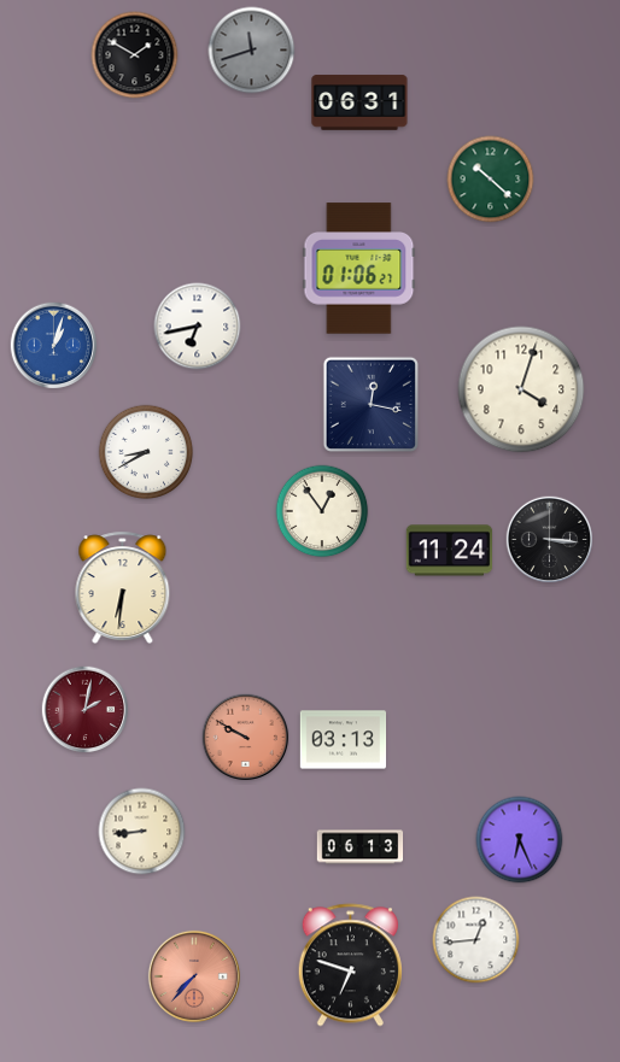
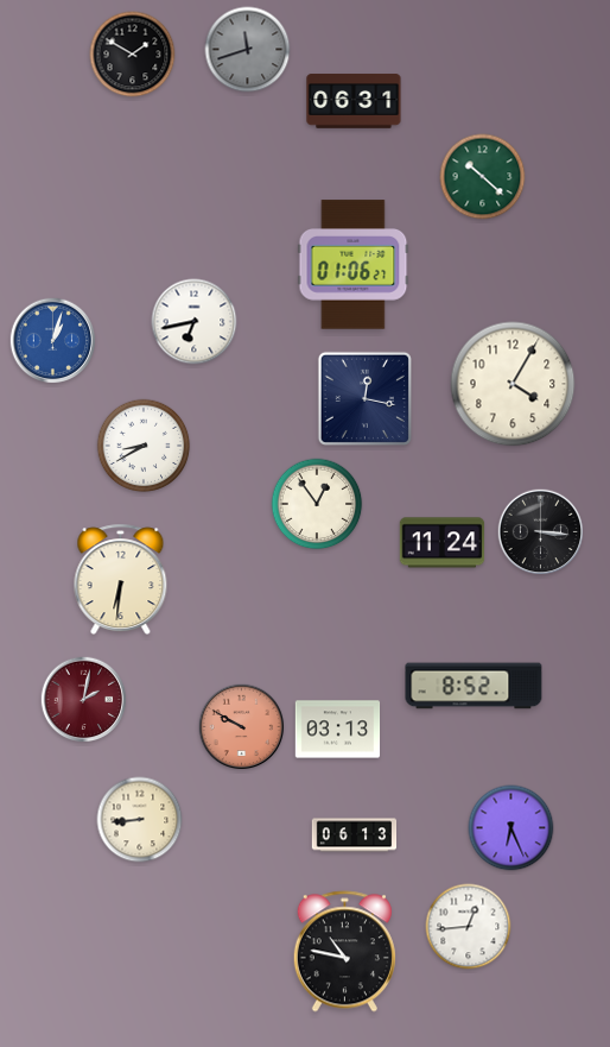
clock at (521, 389): 4:03 -> 4:05
clock at (474, 686): none -> 8:52
clock at (350, 966): 6:48 -> 10:47
clock at (194, 976): 7:37 -> none
